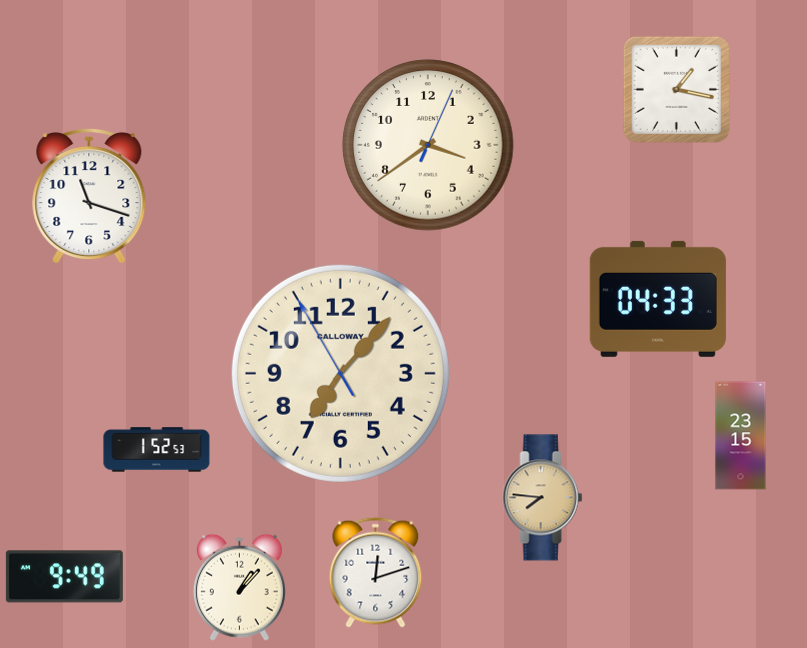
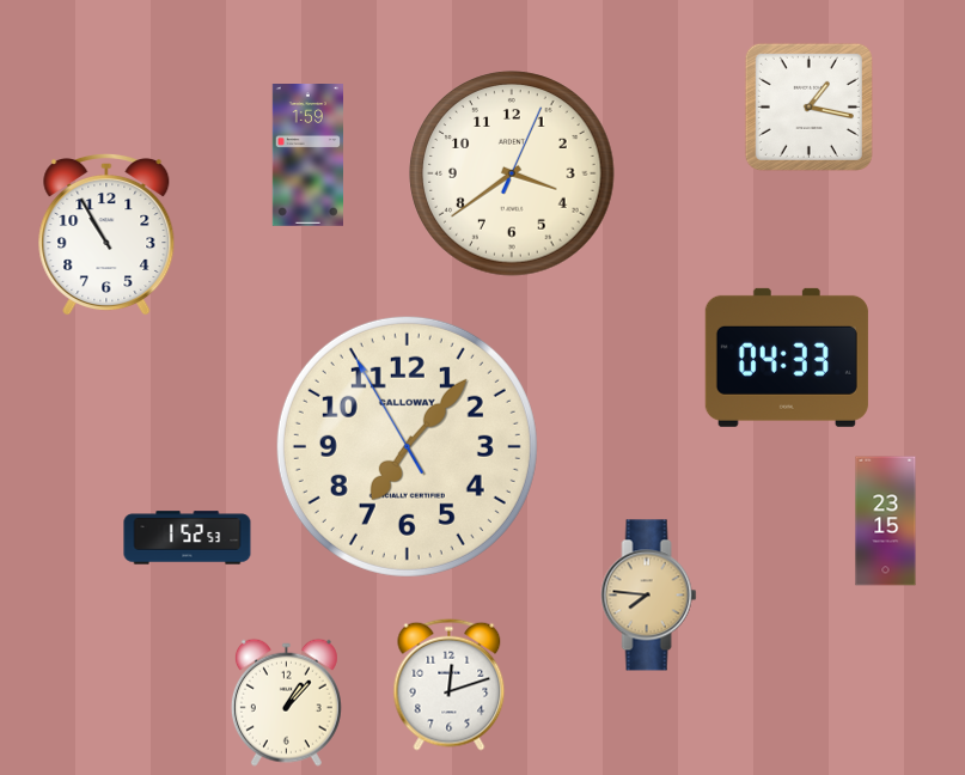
clock at (307, 155): none -> 1:59
clock at (89, 196): 11:18 -> 10:55
clock at (64, 577): 9:49 -> none
